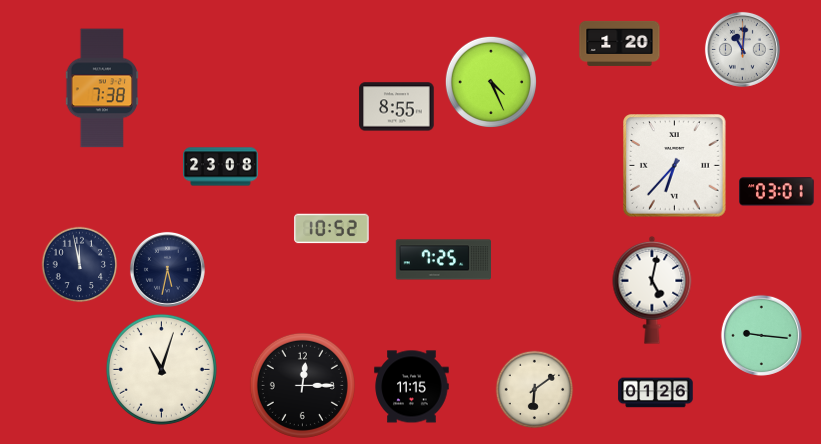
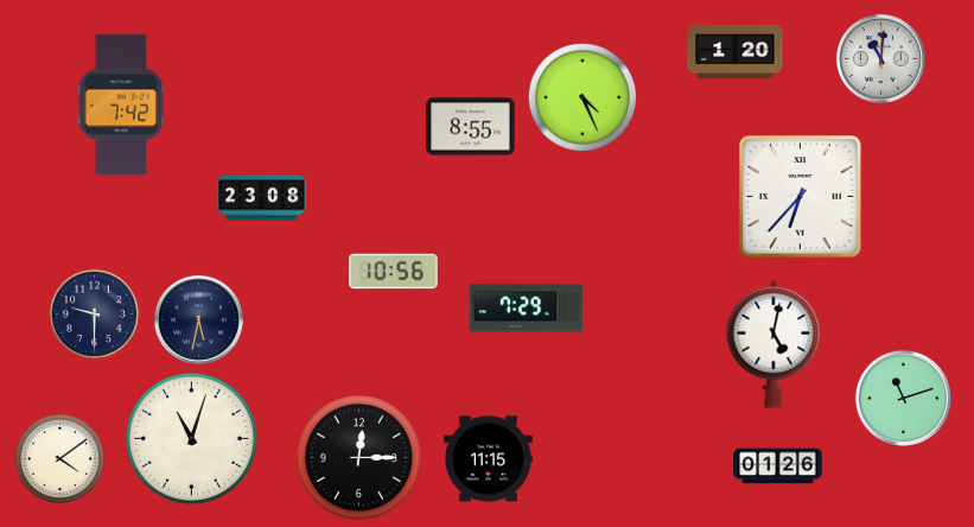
clock at (101, 88): 7:38 -> 7:42
clock at (777, 192): 03:01 -> none
clock at (332, 229): 10:52 -> 10:56
clock at (443, 260): 7:25 -> 7:29
clock at (80, 265): 11:58 -> 9:30
clock at (761, 335): 9:16 -> 11:12
clock at (61, 459): none -> 4:09
clock at (535, 390): 6:09 -> none
